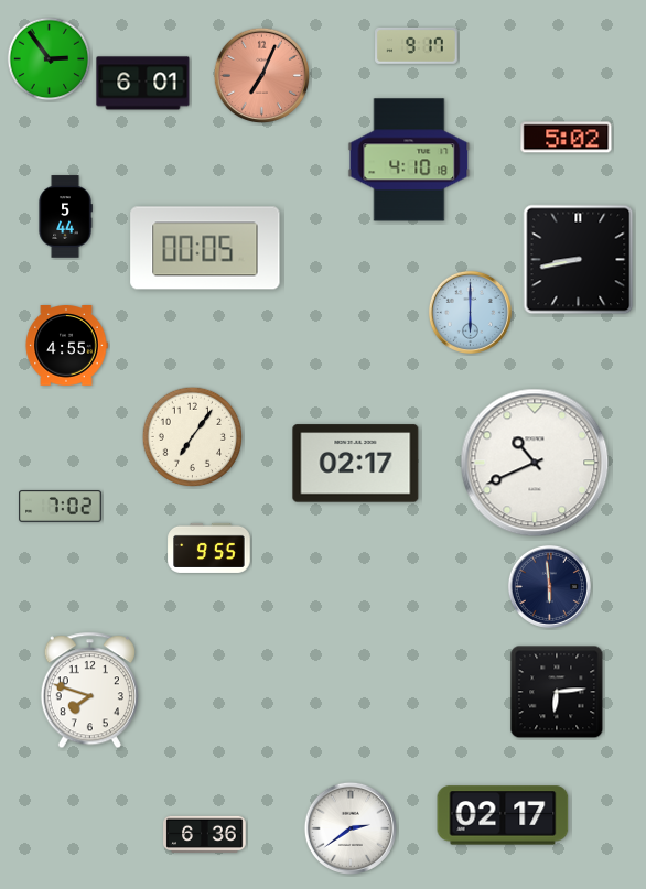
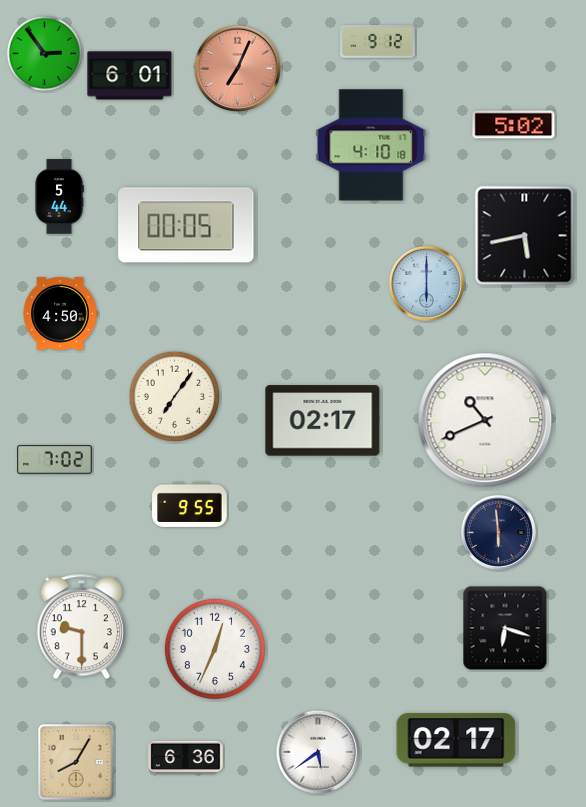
clock at (417, 46): 9:17 -> 9:12
clock at (579, 260): 8:43 -> 5:43
clock at (66, 346): 4:55 -> 4:50
clock at (209, 548) position: (209, 548) -> (190, 504)
clock at (89, 691): 7:48 -> 9:30
clock at (557, 692): 6:14 -> 6:18
clock at (215, 649): none -> 12:34
clock at (349, 827): 2:39 -> 5:39
clock at (76, 762): none -> 8:05
